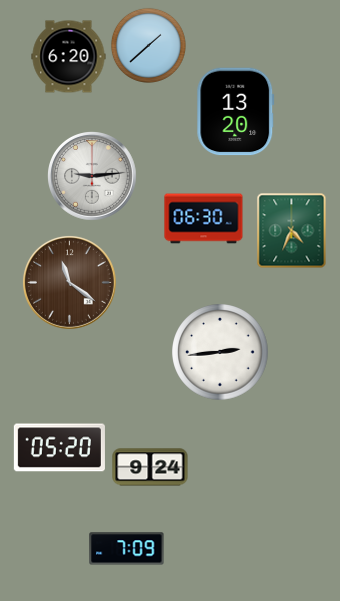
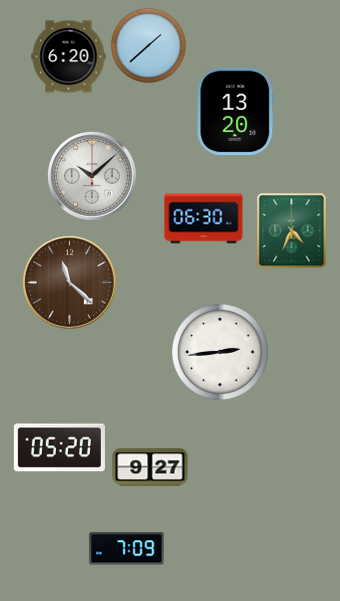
clock at (93, 177): 9:14 -> 10:08
clock at (69, 282): 11:21 -> 11:22
clock at (150, 467): 9:24 -> 9:27
